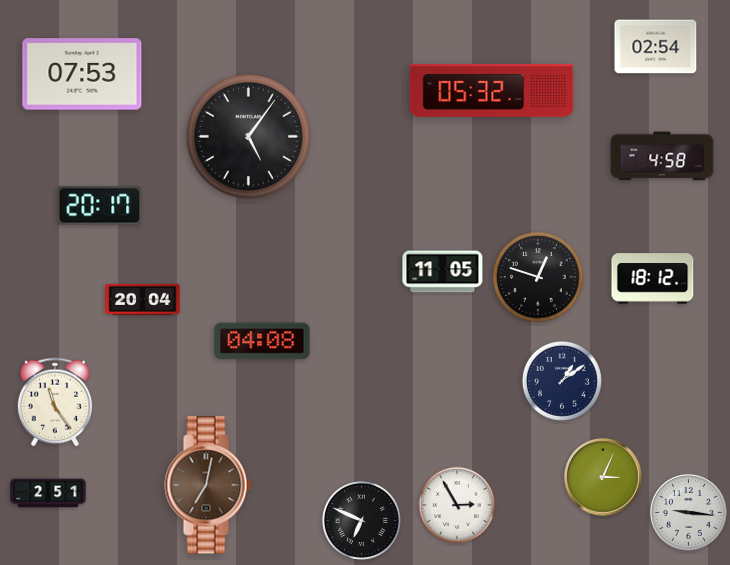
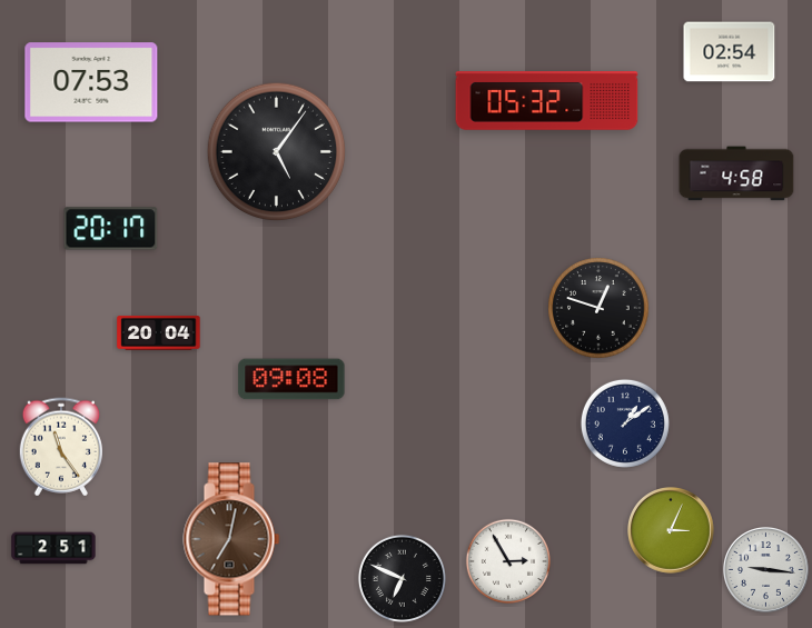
clock at (443, 272): 11:05 -> none
clock at (653, 279): 18:12 -> none
clock at (262, 341): 04:08 -> 09:08
